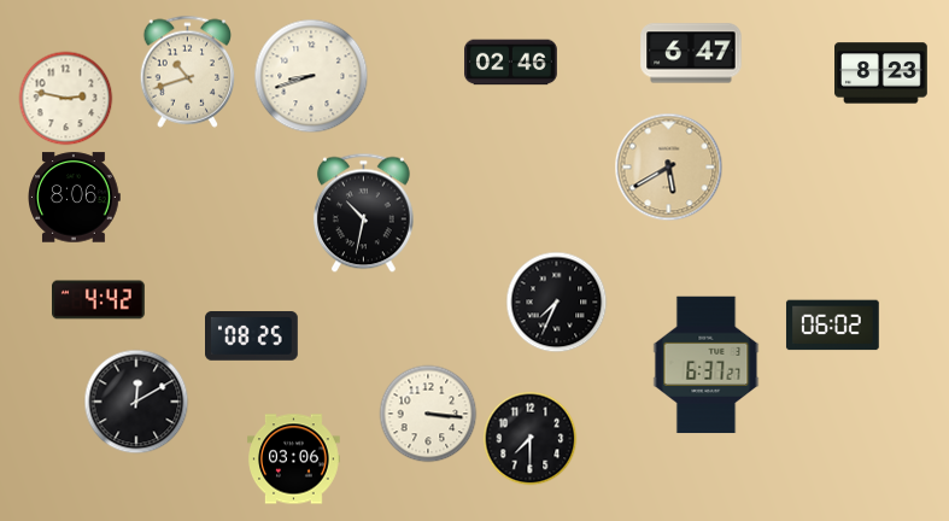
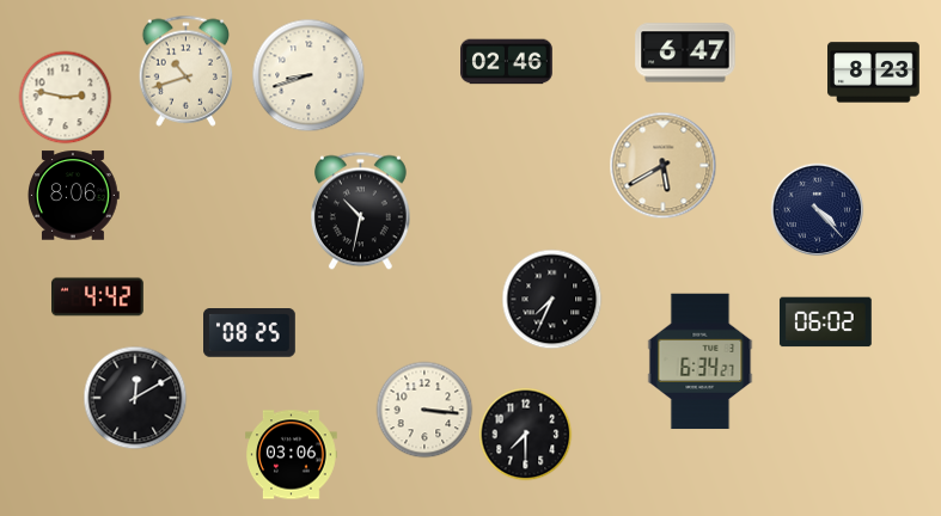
clock at (817, 209): none -> 4:23
clock at (707, 365): 6:37 -> 6:34
